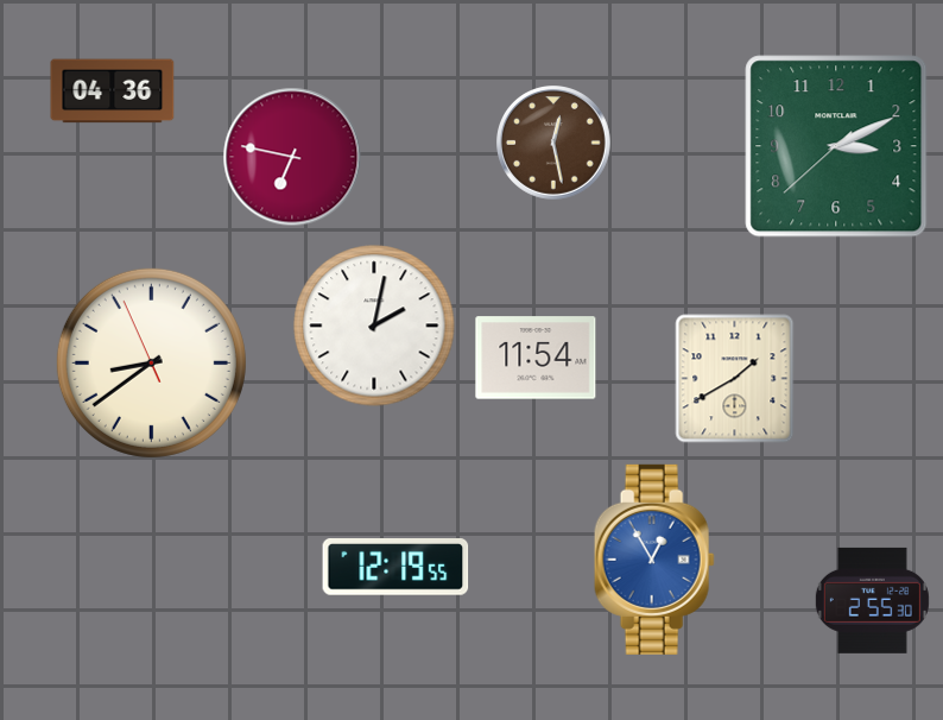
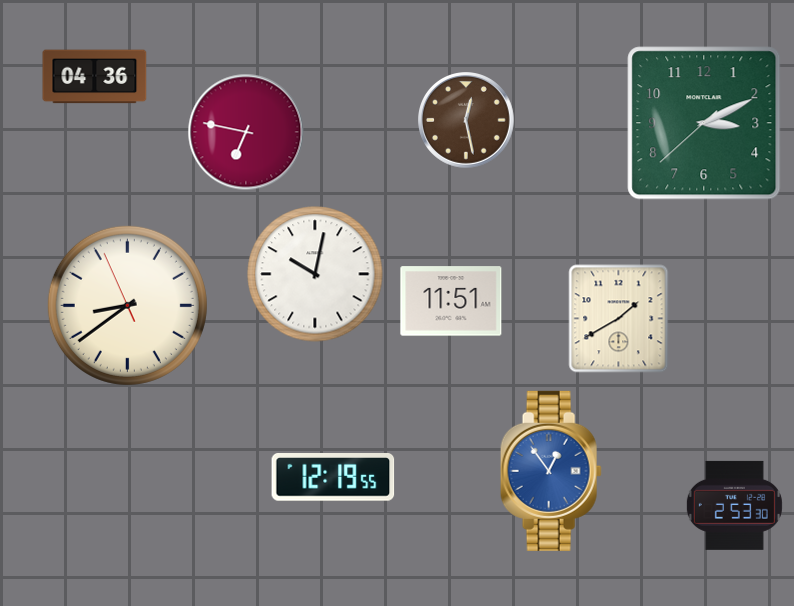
clock at (374, 326): 2:02 -> 10:02
clock at (536, 358): 11:54 -> 11:51
clock at (654, 560): 12:55 -> 12:54
clock at (872, 600): 2:55 -> 2:53
